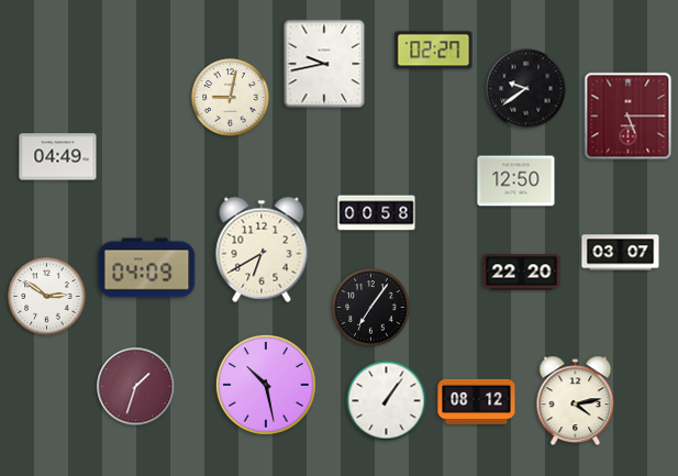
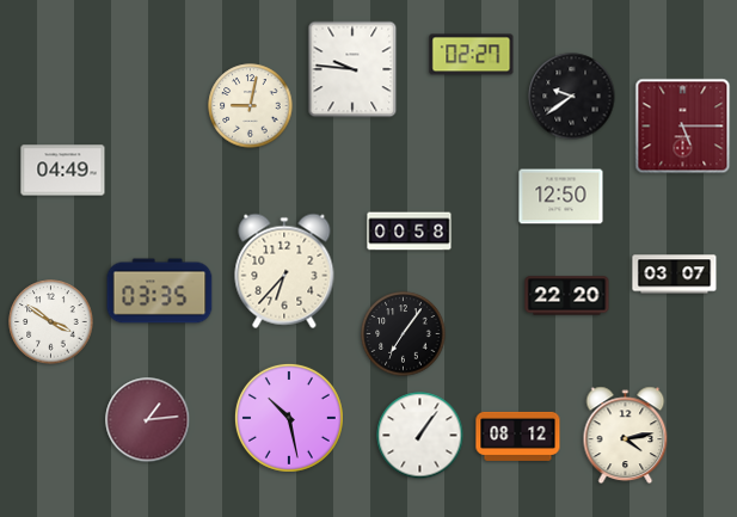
clock at (324, 64): 9:43 -> 9:46
clock at (262, 250): 6:40 -> 6:37
clock at (147, 268): 04:09 -> 03:35
clock at (47, 297): 2:51 -> 3:51
clock at (136, 387): 1:33 -> 1:14
